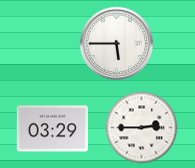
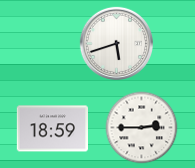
clock at (116, 43): 5:45 -> 5:42
clock at (53, 129): 03:29 -> 18:59
